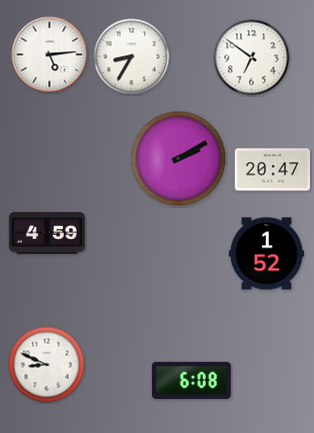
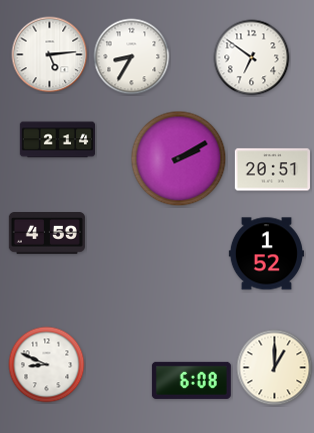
clock at (57, 140): none -> 2:14
clock at (272, 170): 20:47 -> 20:51
clock at (275, 368): none -> 1:00
